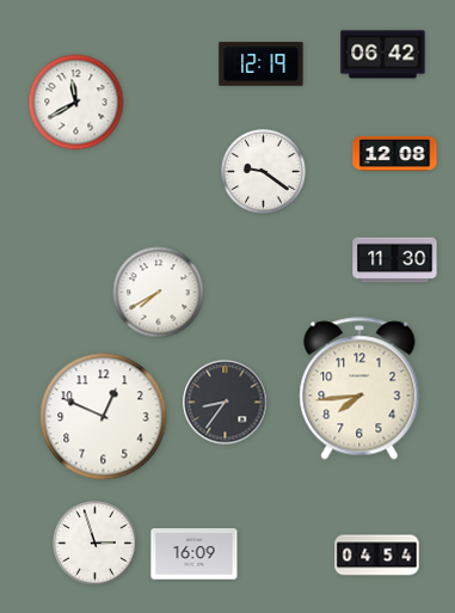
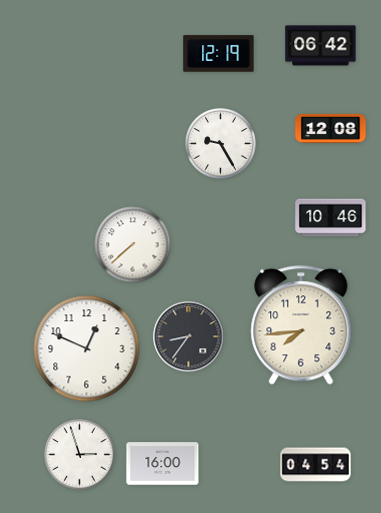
clock at (76, 103): 11:40 -> none
clock at (264, 172): 9:21 -> 9:25
clock at (395, 260): 11:30 -> 10:46
clock at (159, 293): 7:40 -> 7:38
clock at (195, 554): 16:09 -> 16:00
